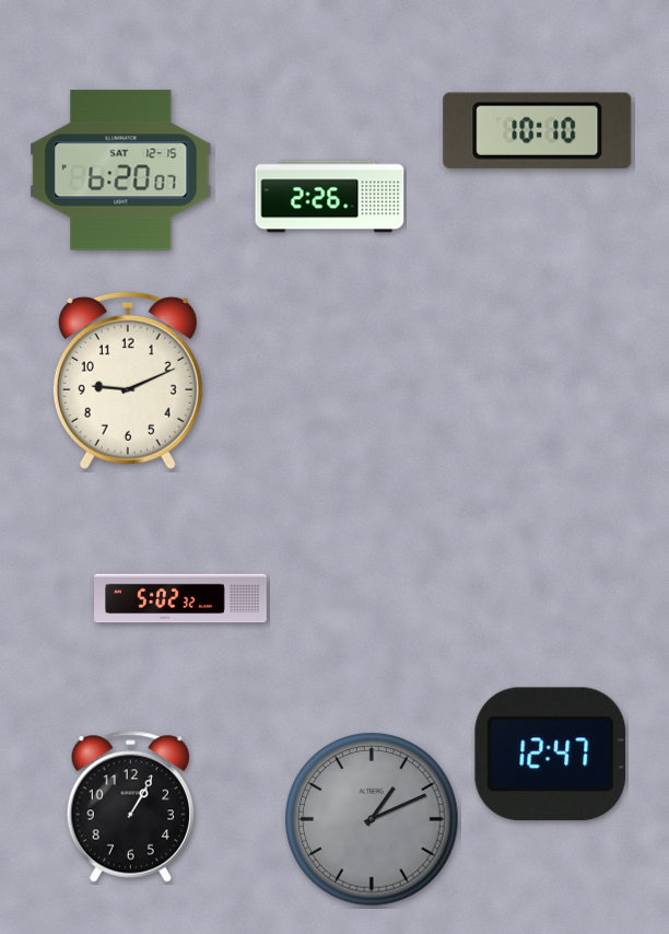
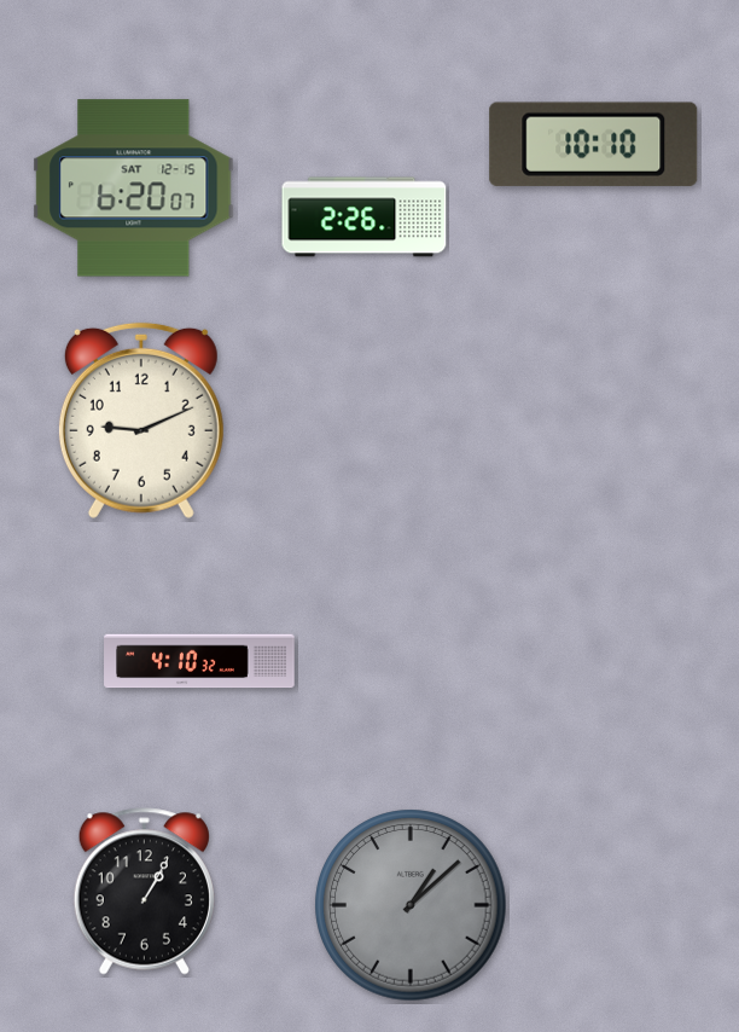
clock at (180, 598): 5:02 -> 4:10
clock at (551, 755): 12:47 -> none
clock at (372, 819): 1:11 -> 1:08
